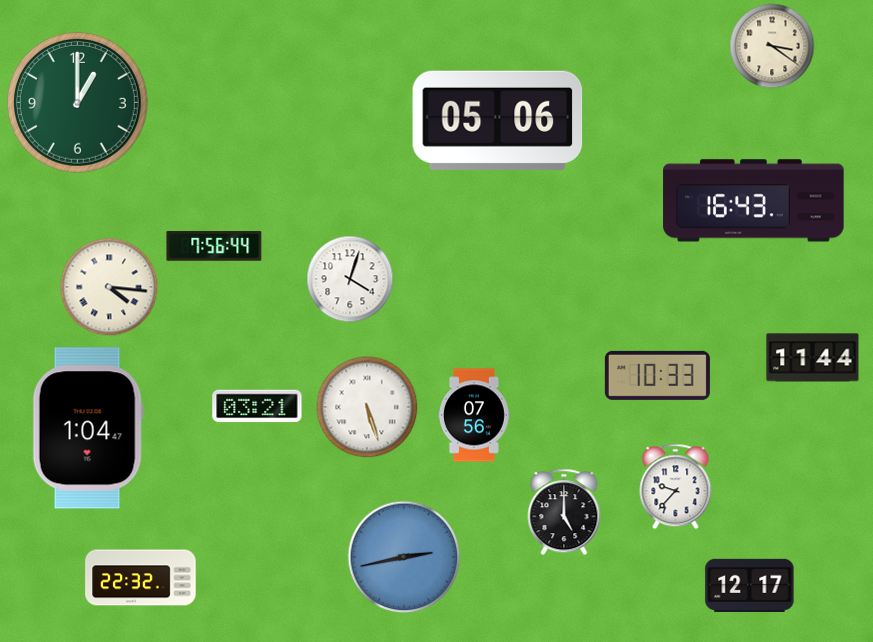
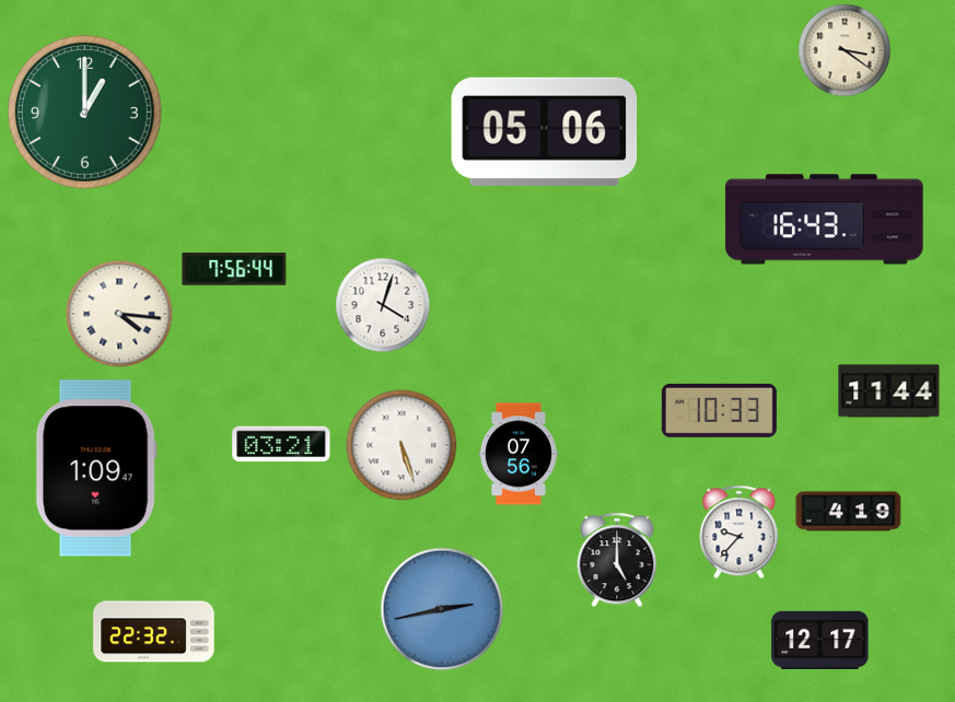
clock at (88, 428): 1:04 -> 1:09
clock at (849, 512): none -> 4:19
